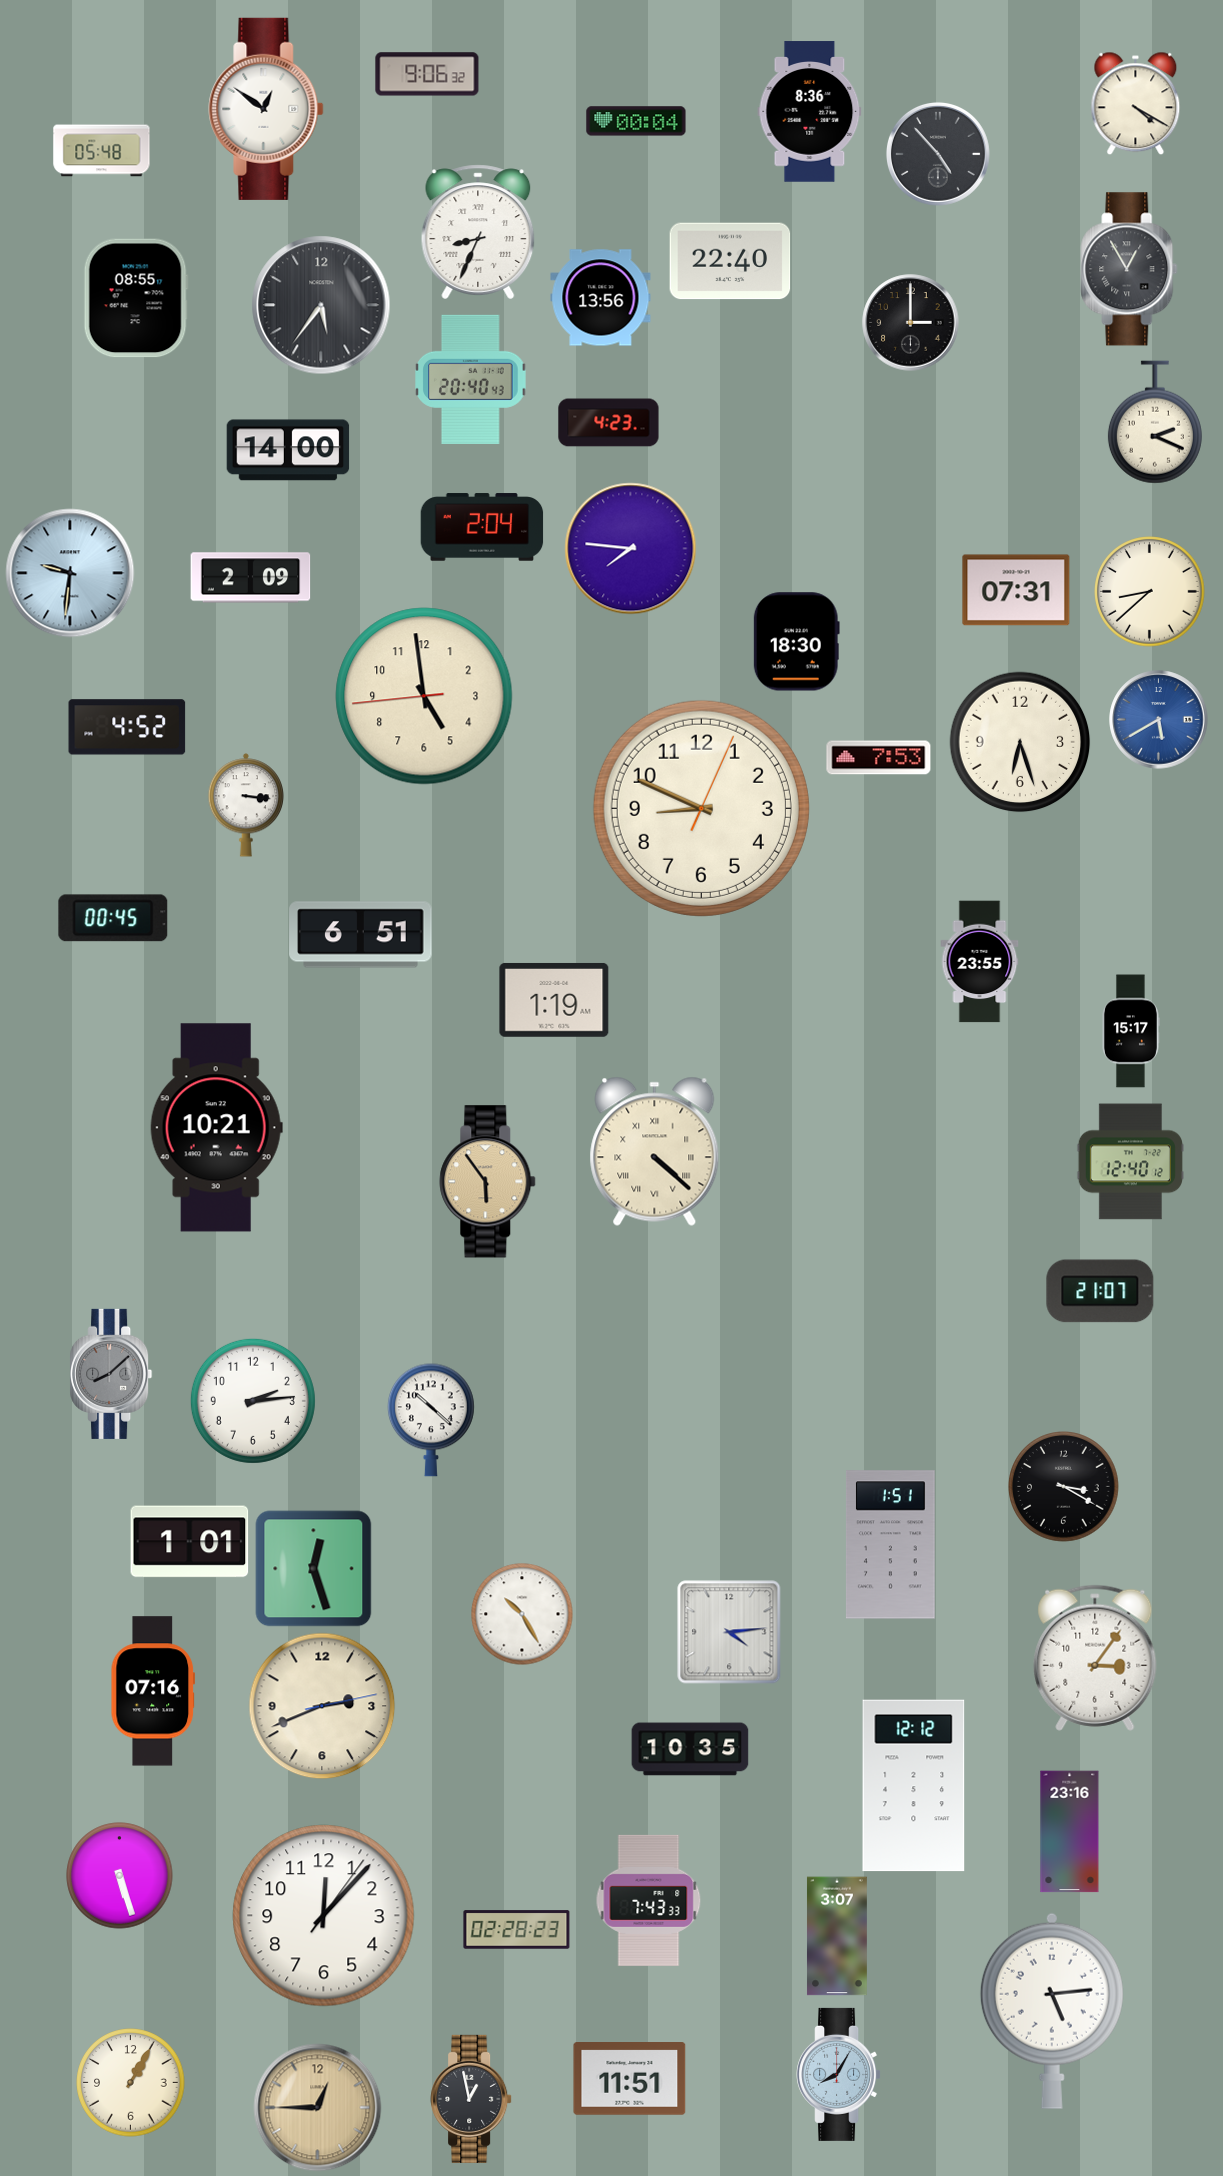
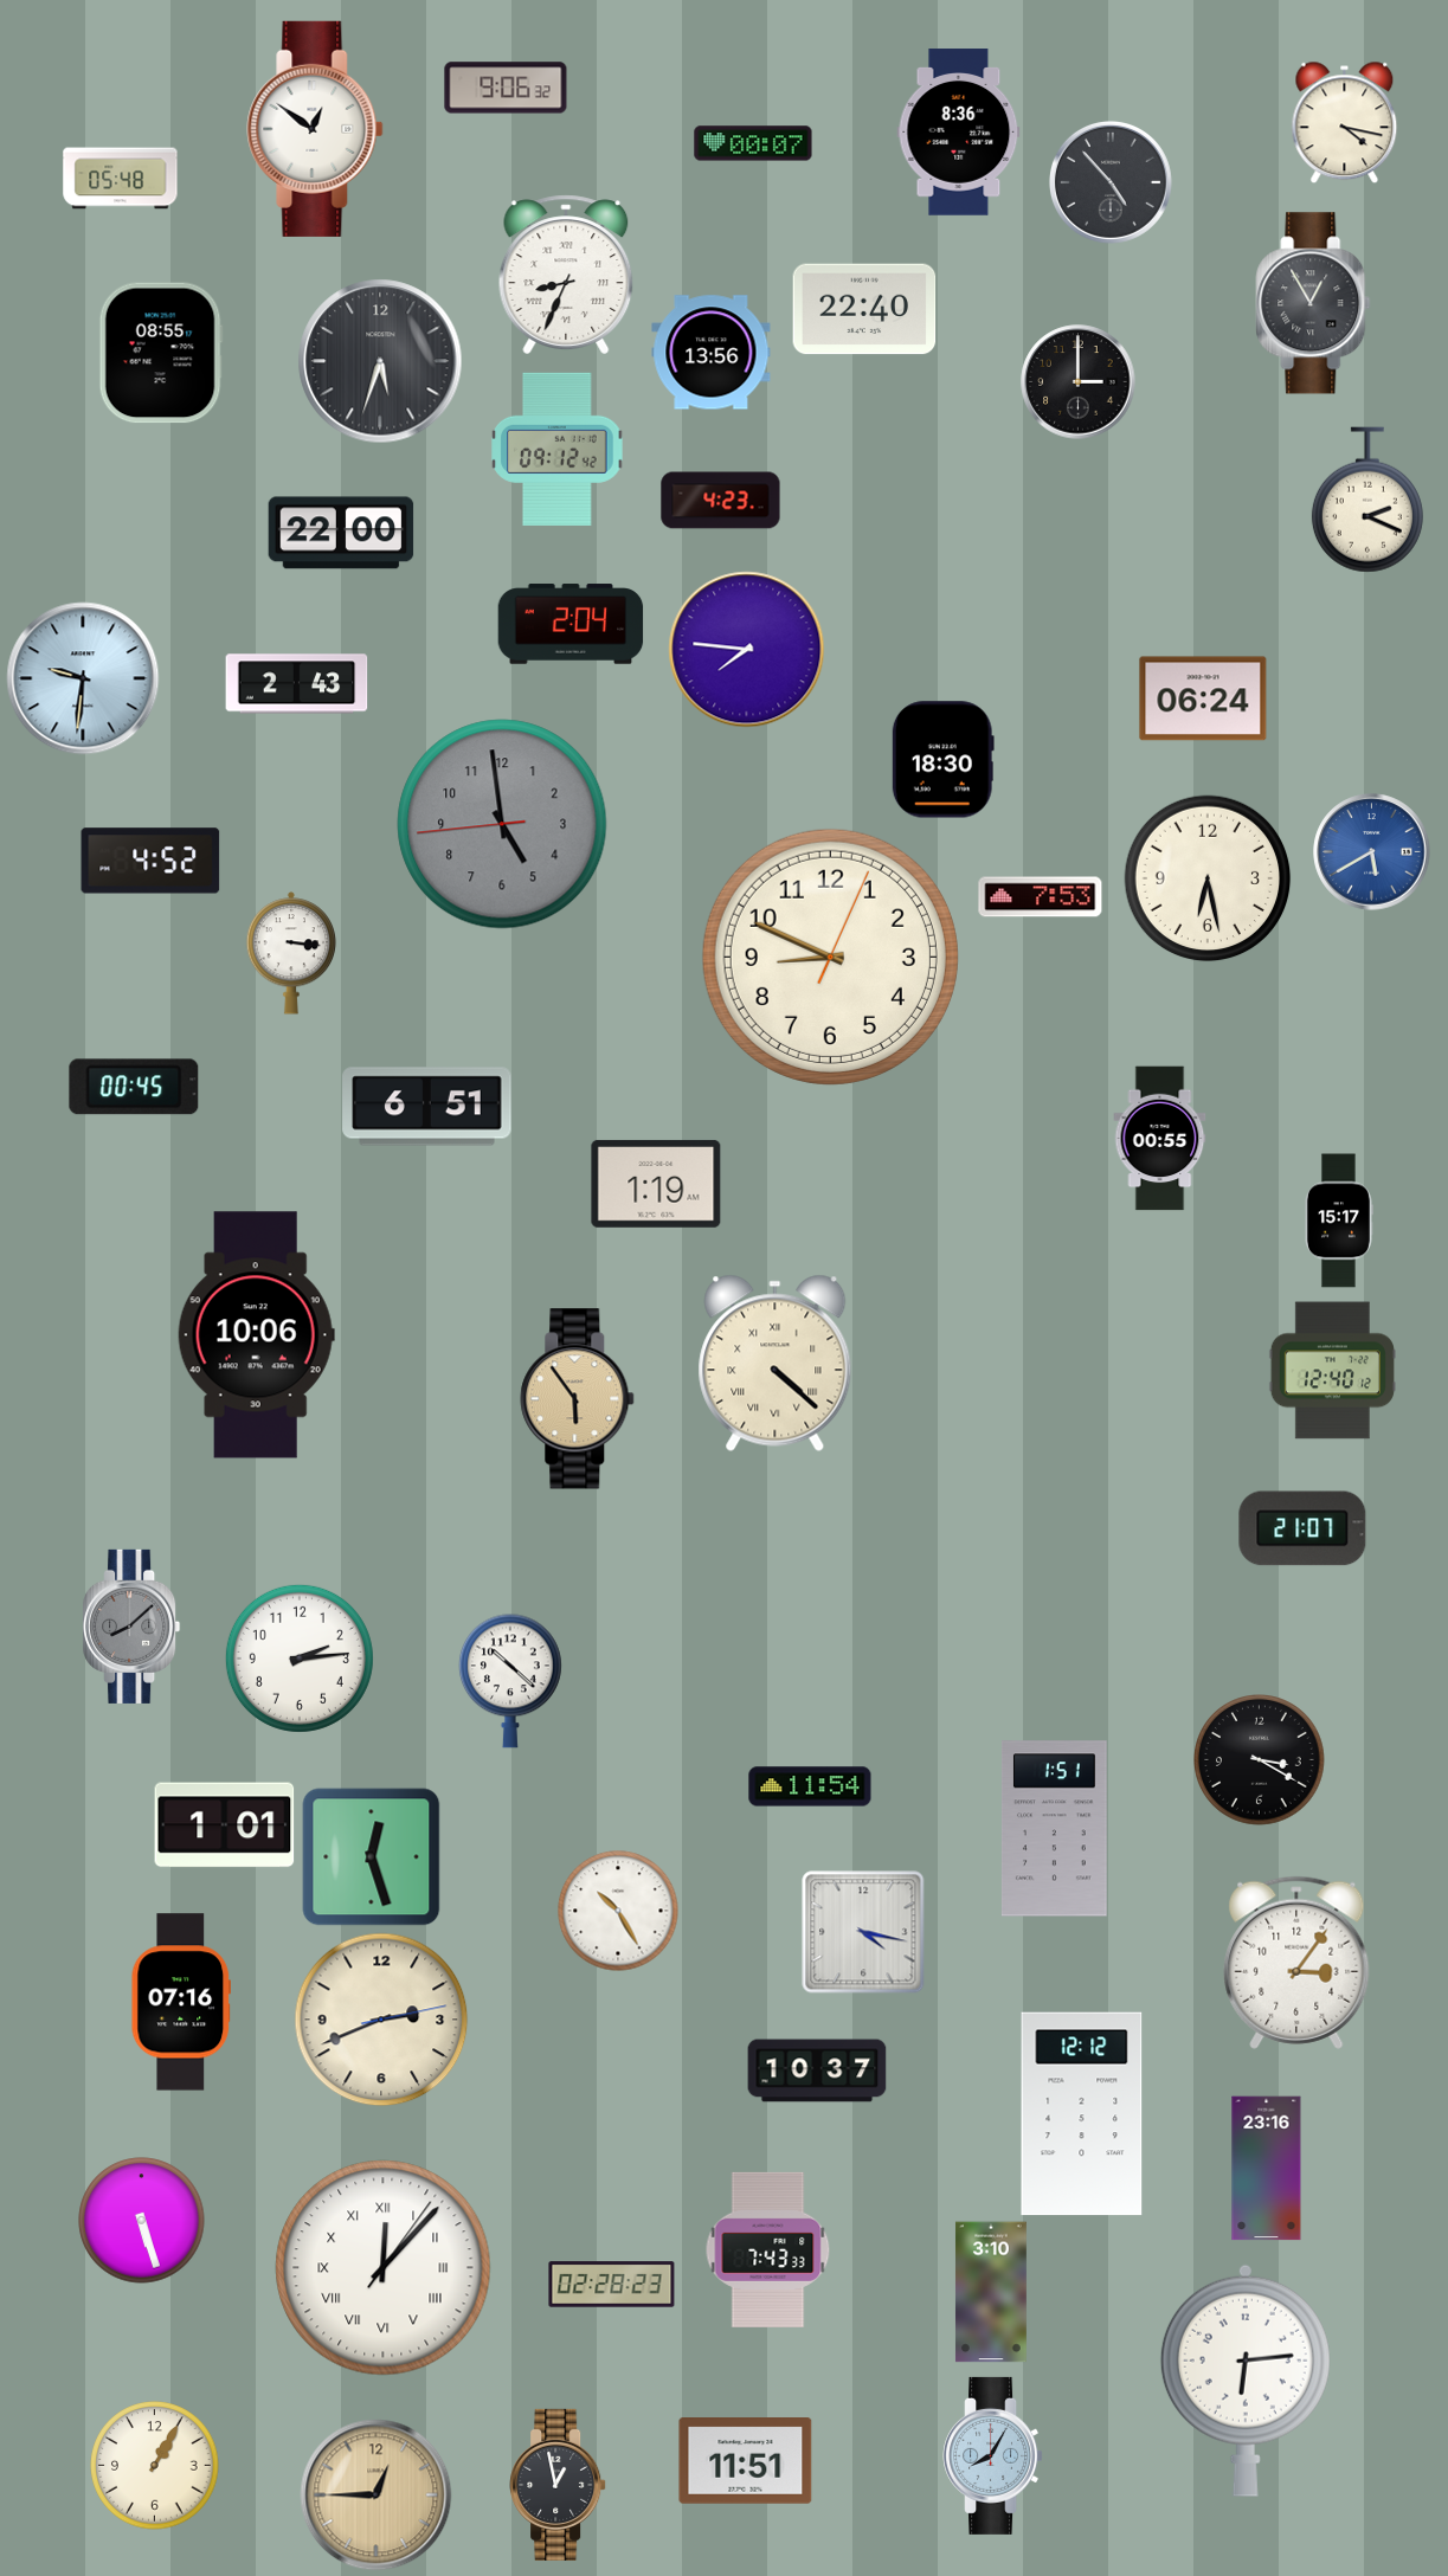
clock at (1136, 103): 4:20 -> 4:17
clock at (636, 121): 00:04 -> 00:07
clock at (1129, 269) position: (1129, 269) -> (1313, 303)
clock at (321, 305): 5:36 -> 5:33
clock at (471, 379): 20:40 -> 09:12
clock at (288, 450): 14:00 -> 22:00
clock at (251, 578): 2:09 -> 2:43
clock at (1016, 590): 07:31 -> 06:24
clock at (1150, 592): 8:38 -> none
clock at (424, 696) dial: cream -> grey
clock at (1020, 742): 6:27 -> 6:28
clock at (980, 962): 23:55 -> 00:55
clock at (216, 1128): 10:21 -> 10:06
clock at (1130, 1162) position: (1130, 1162) -> (1332, 1371)
clock at (810, 1786): none -> 11:54
clock at (729, 1632): 4:14 -> 4:17
clock at (690, 1749): 10:35 -> 10:37
clock at (324, 1916) numerals: Arabic -> Roman
clock at (837, 1936): 3:07 -> 3:10
clock at (1052, 2011): 5:14 -> 6:14
